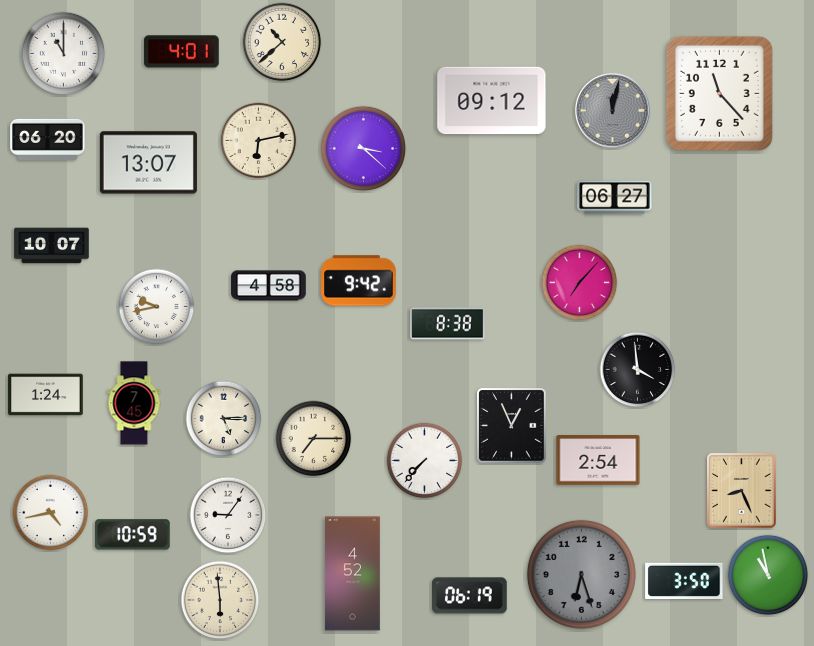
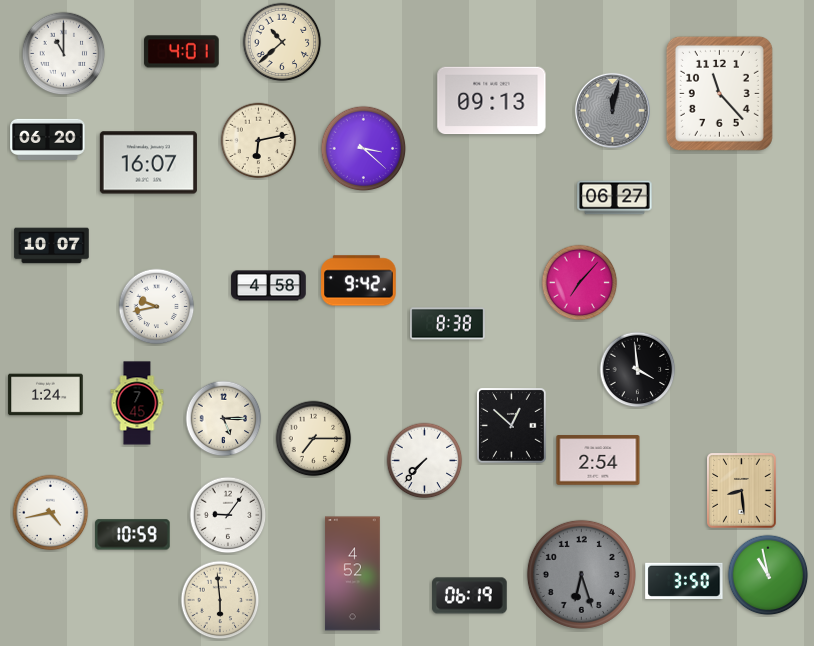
clock at (492, 101): 09:12 -> 09:13
clock at (148, 163): 13:07 -> 16:07
clock at (134, 403) position: (134, 403) -> (137, 403)
clock at (512, 426): 12:56 -> 12:52
clock at (742, 491): 8:26 -> 8:29
